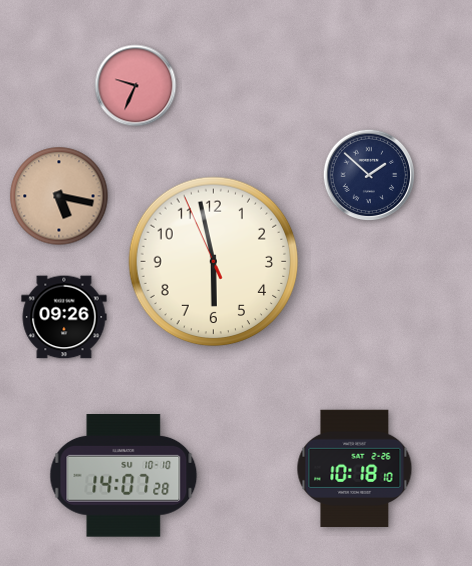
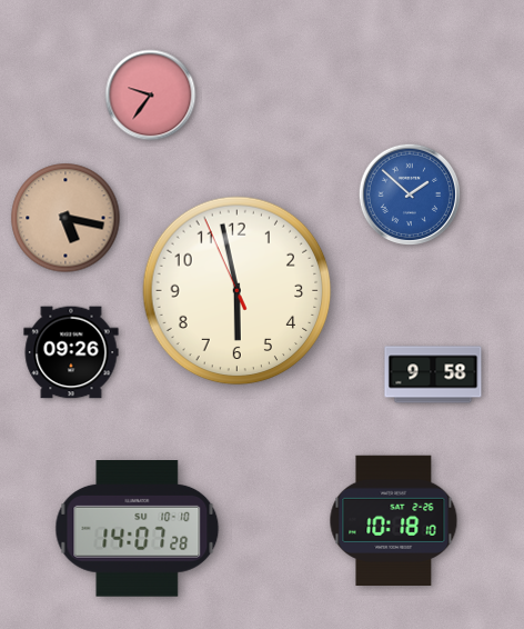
clock at (136, 86): 9:34 -> 9:36
clock at (368, 174) dial: navy -> blue
clock at (433, 375): none -> 9:58
